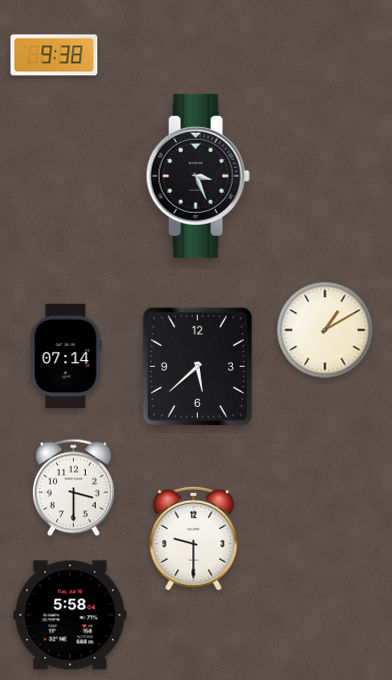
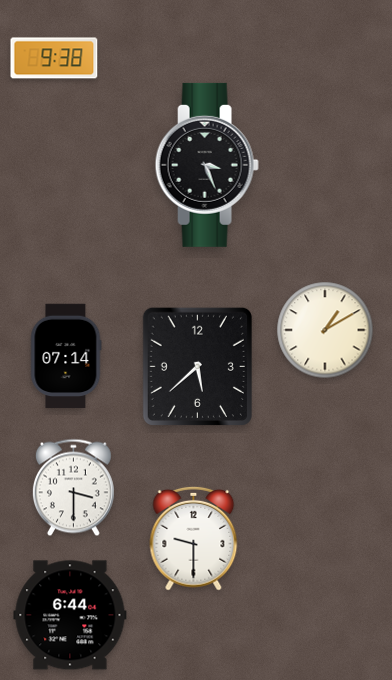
clock at (54, 55) position: (54, 55) -> (54, 58)
clock at (198, 176) position: (198, 176) -> (207, 165)
clock at (70, 615): 5:58 -> 6:44
